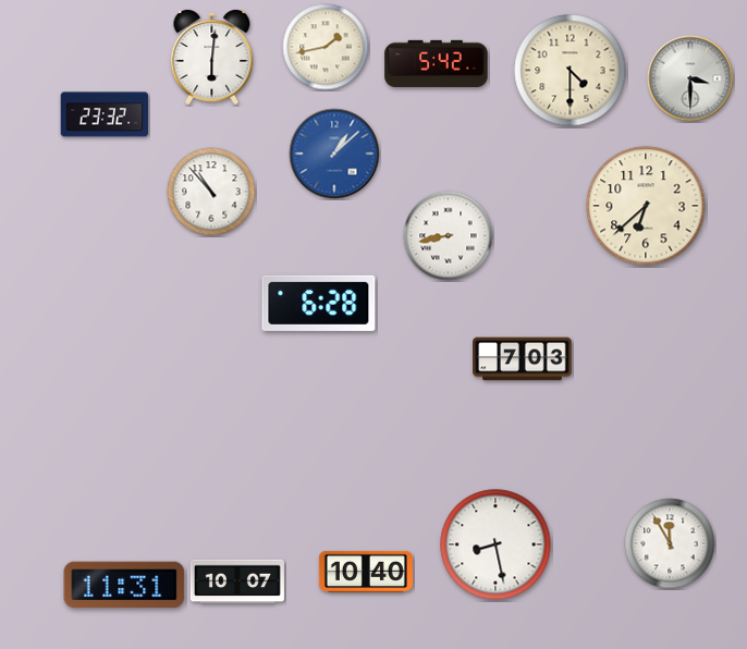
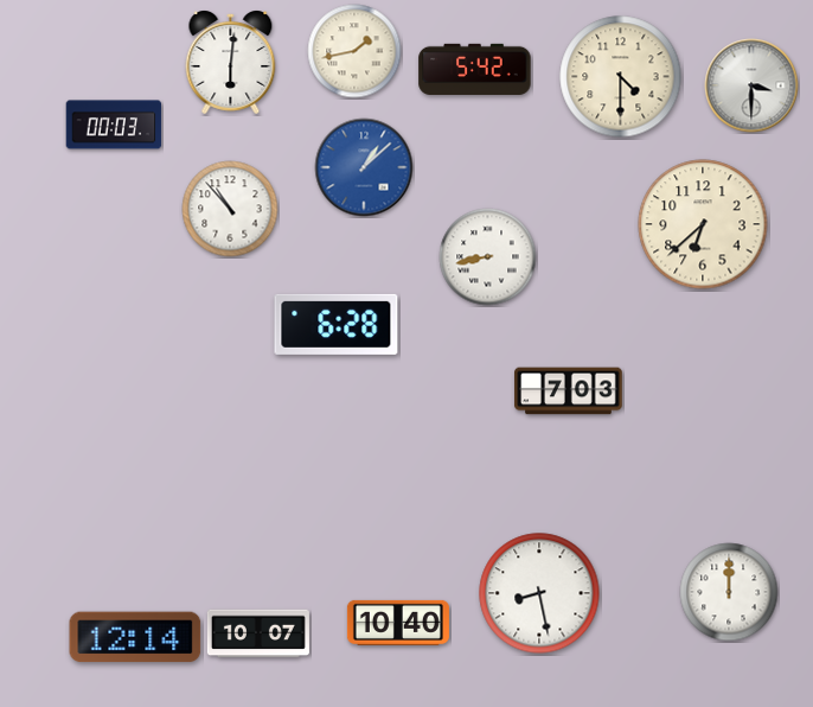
clock at (105, 114): 23:32 -> 00:03
clock at (319, 303) position: (319, 303) -> (337, 324)
clock at (670, 543): 11:55 -> 12:00
clock at (124, 585): 11:31 -> 12:14
